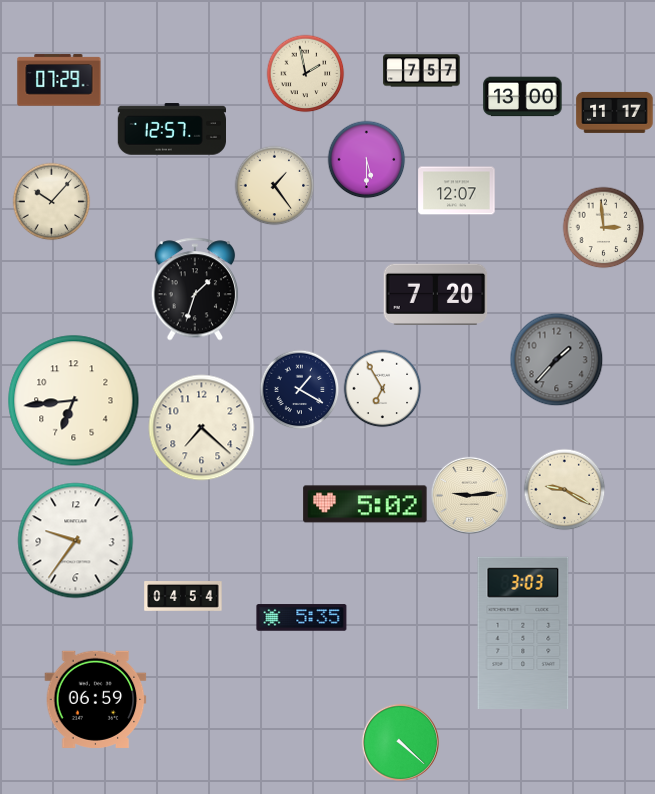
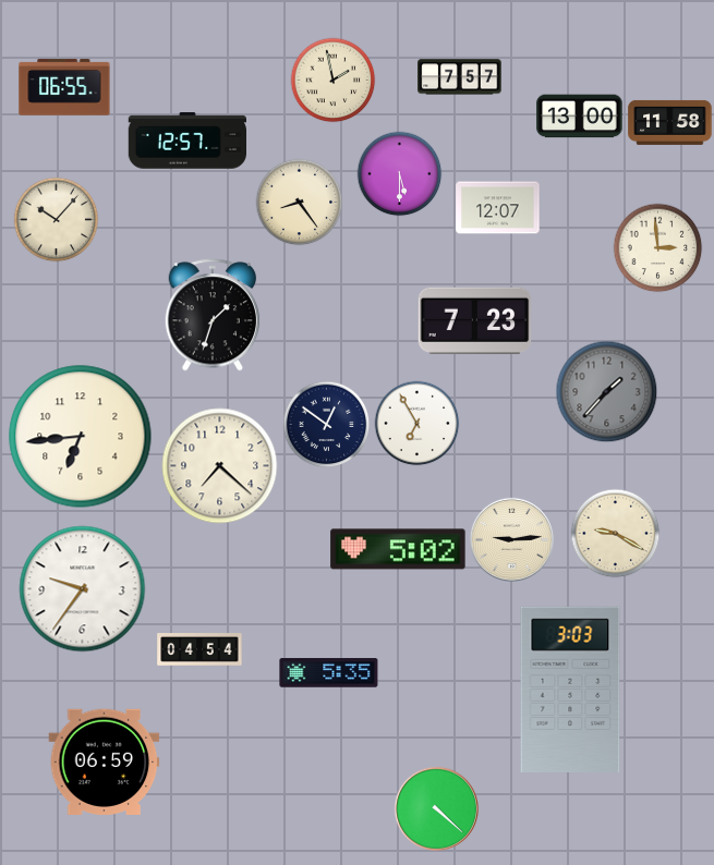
clock at (59, 80): 07:29 -> 06:55
clock at (523, 97) position: (523, 97) -> (580, 117)
clock at (615, 112): 11:17 -> 11:58
clock at (274, 185): 1:24 -> 8:24
clock at (436, 294): 7:20 -> 7:23
clock at (299, 389): 1:20 -> 12:51
